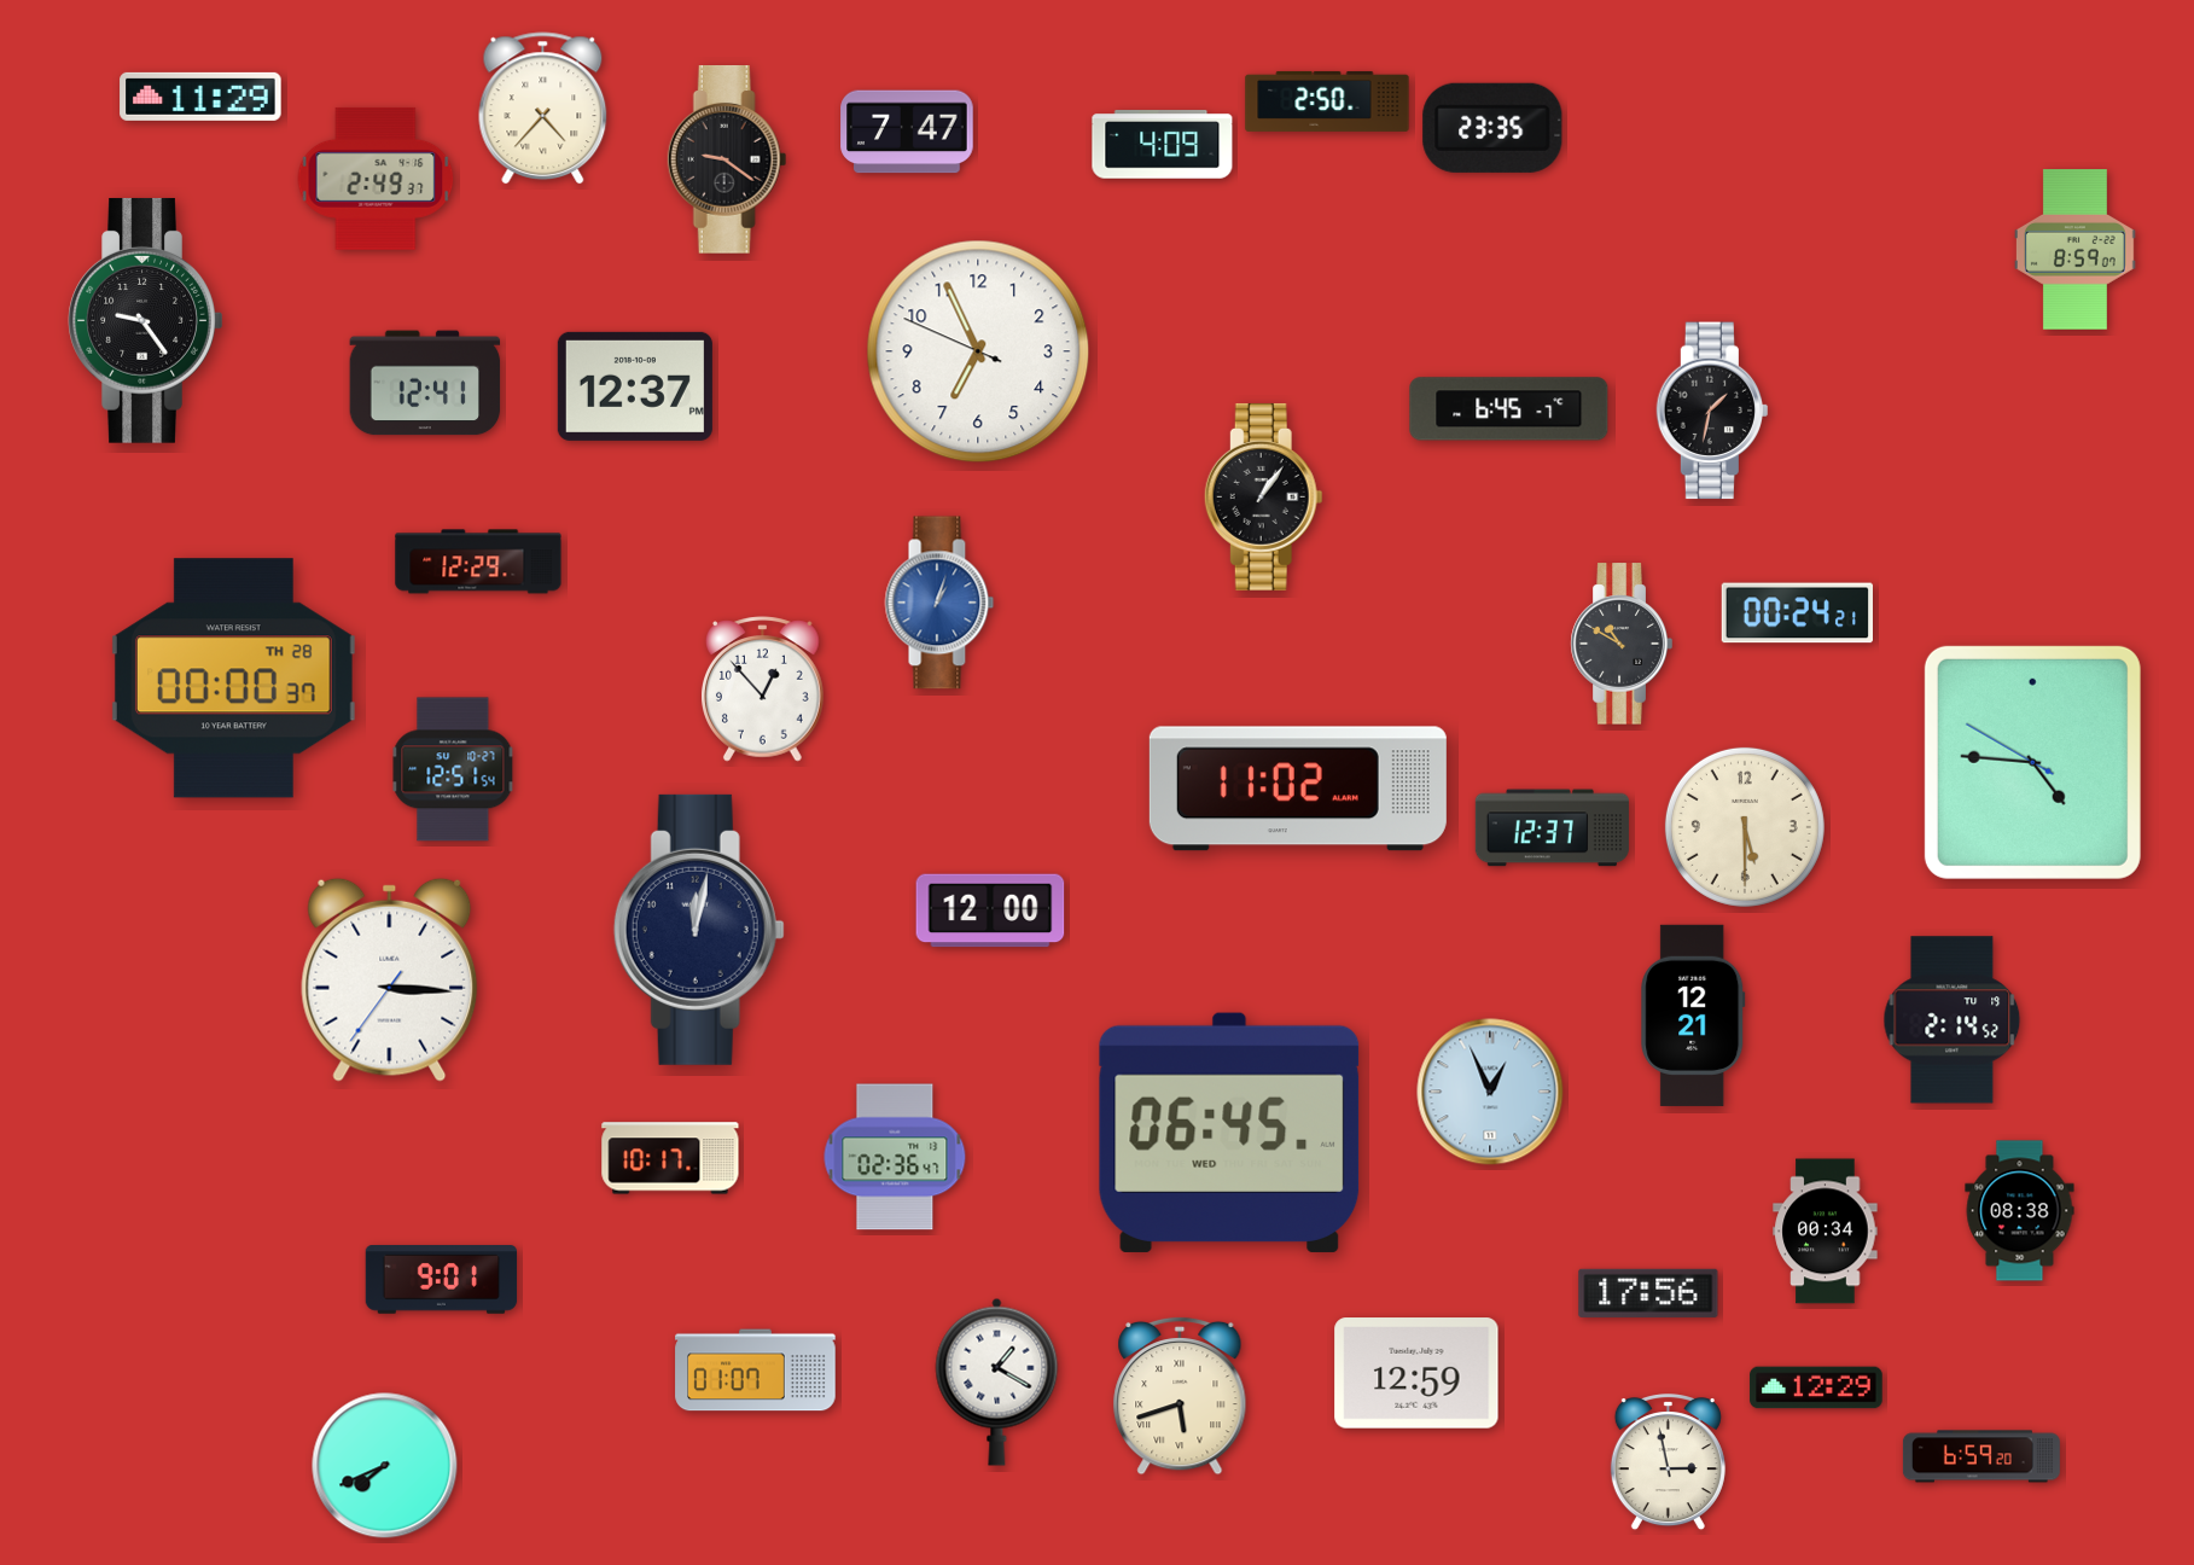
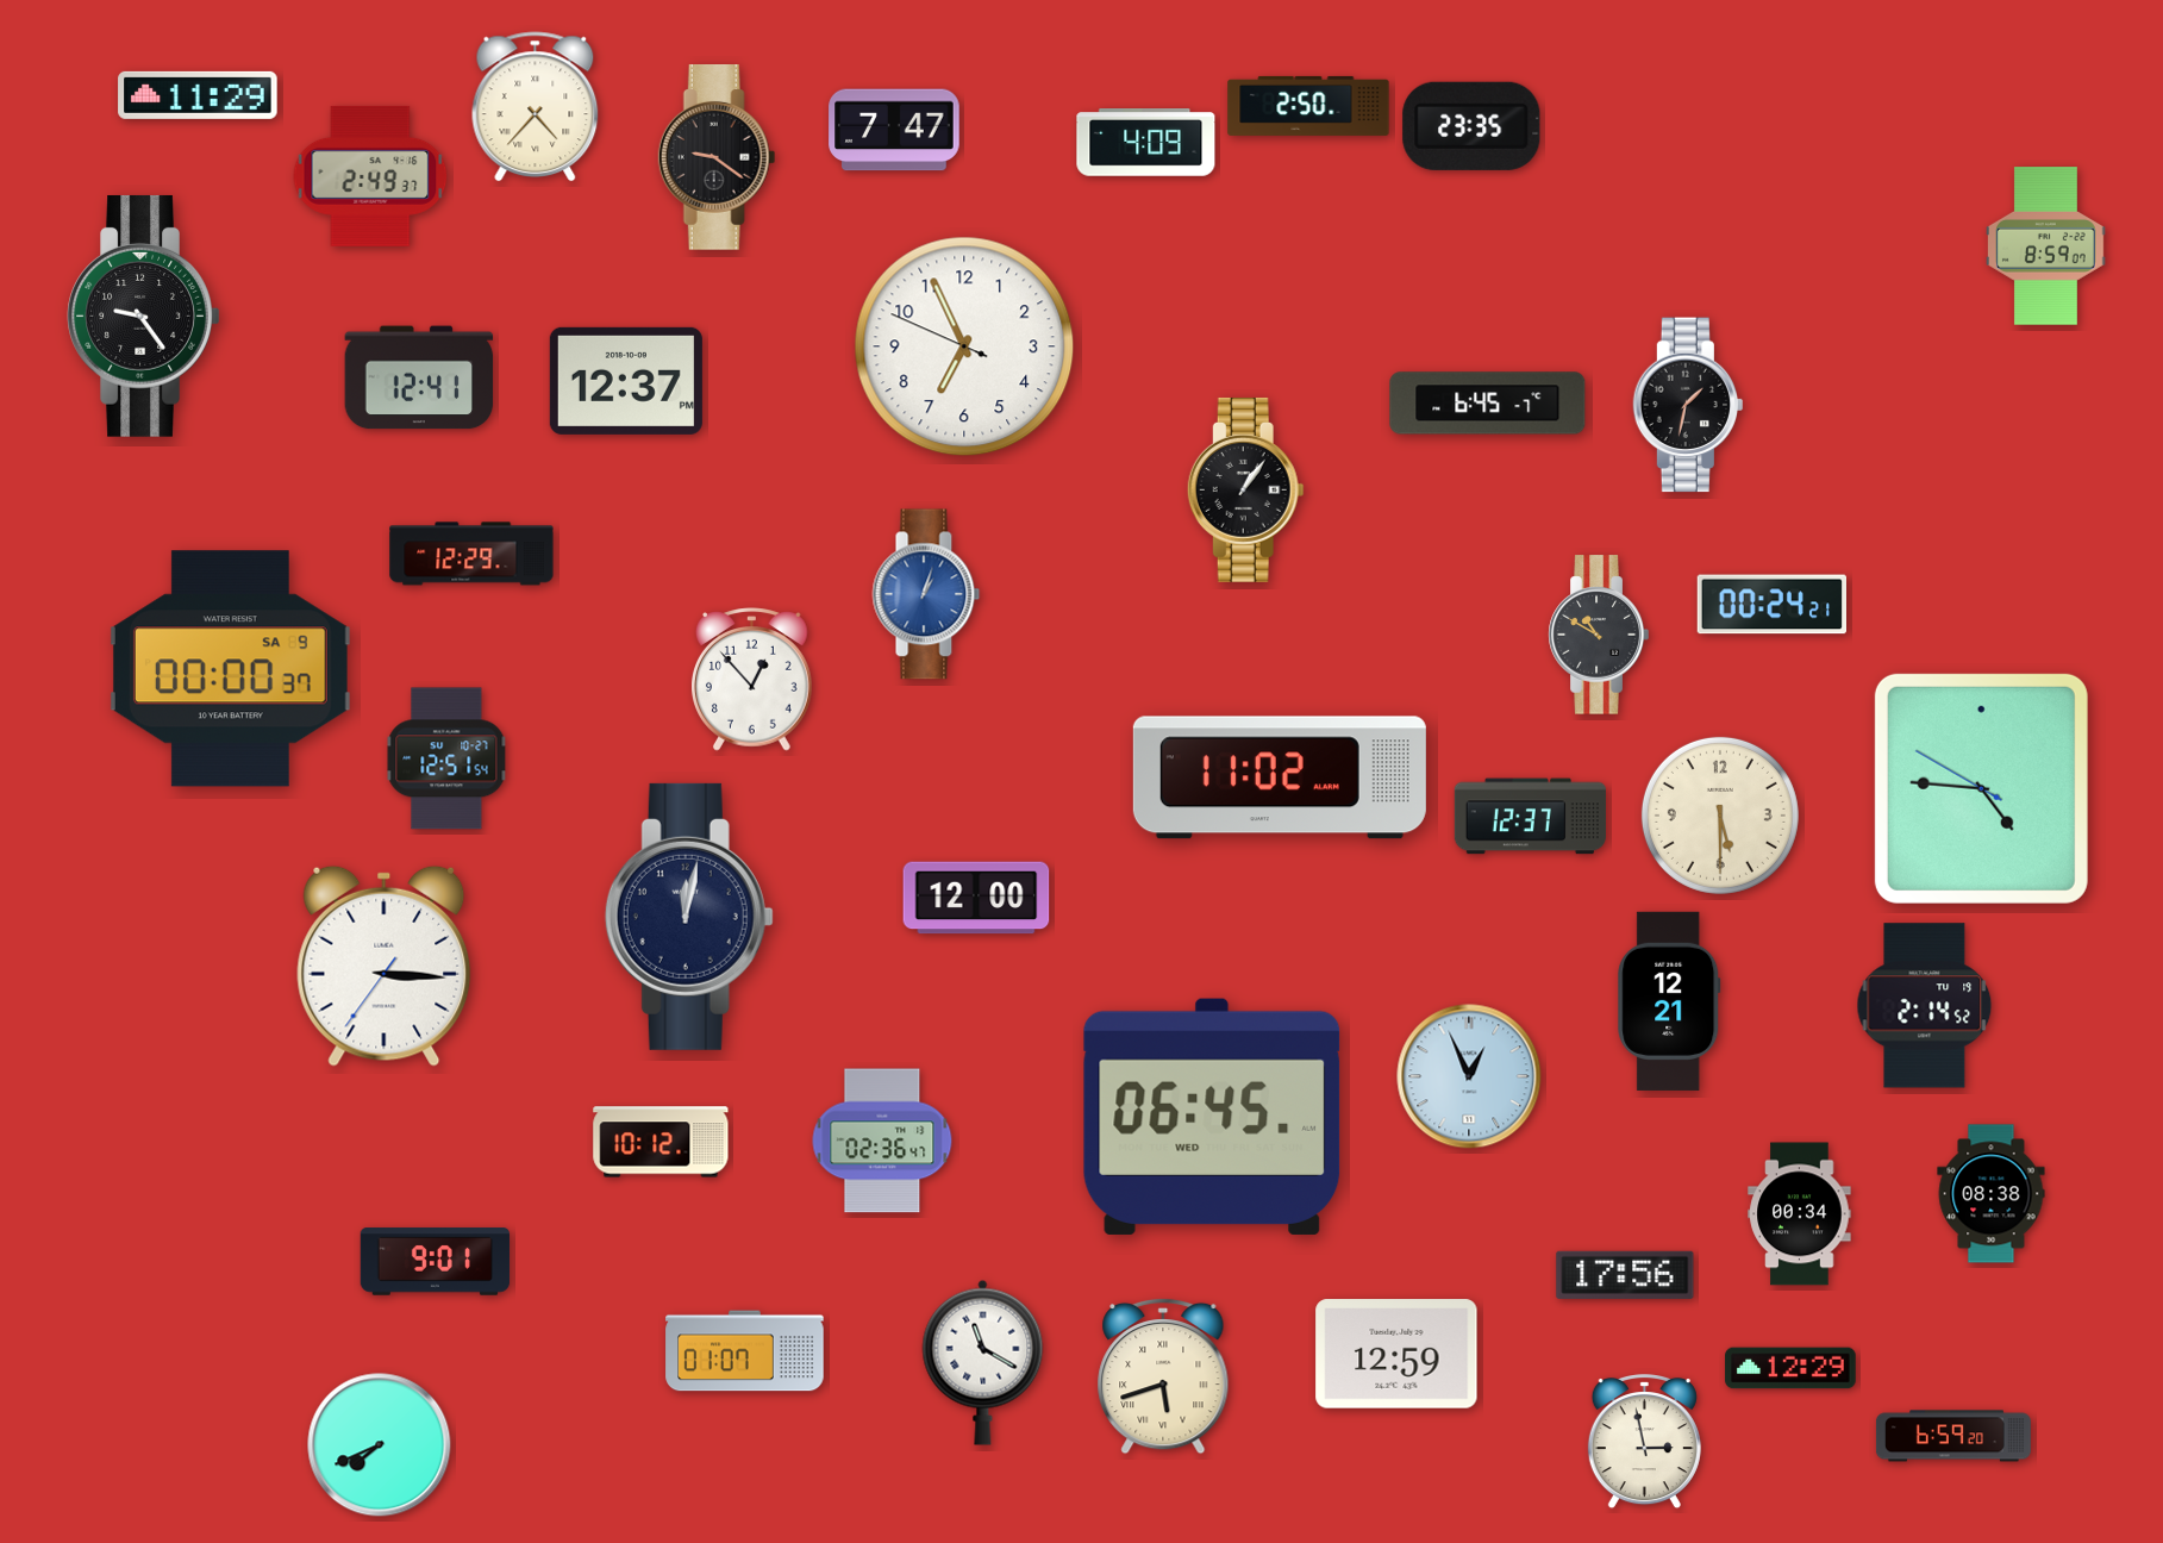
clock at (1327, 101) position: (1327, 101) -> (1308, 106)
clock at (233, 679) date: TH 28 -> SA 9
clock at (2032, 762) position: (2032, 762) -> (1981, 788)
clock at (670, 1158): 10:17 -> 10:12
clock at (997, 1381): 1:20 -> 11:20
